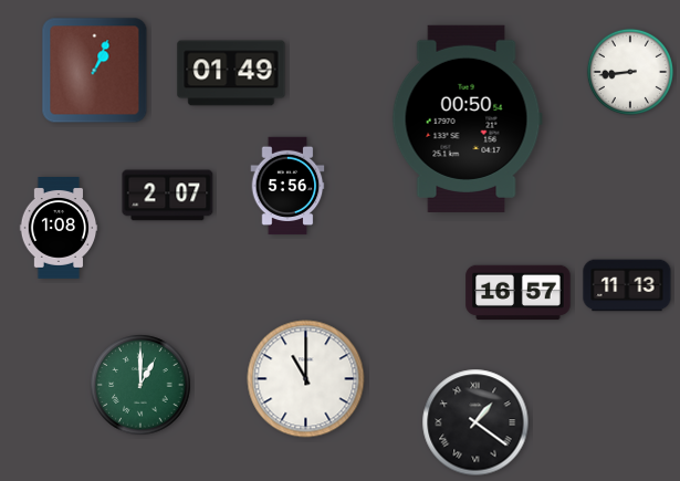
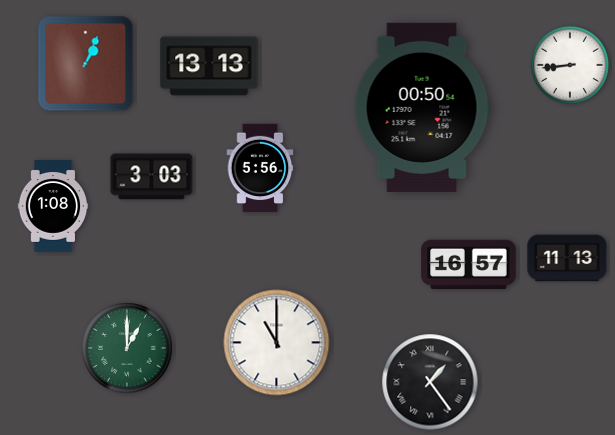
clock at (231, 73): 01:49 -> 13:13
clock at (168, 196): 2:07 -> 3:03
clock at (475, 422): 1:21 -> 1:24
